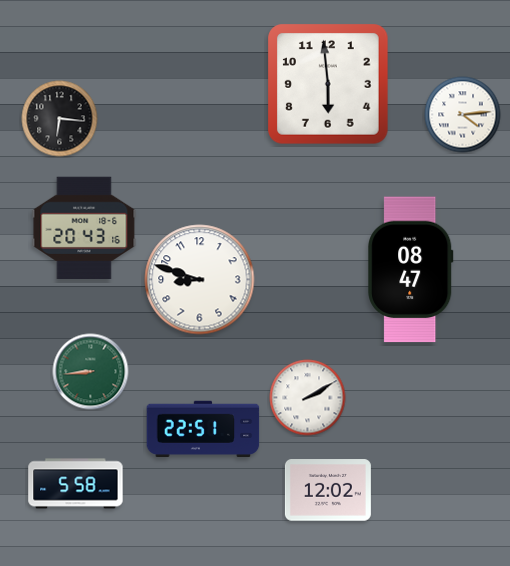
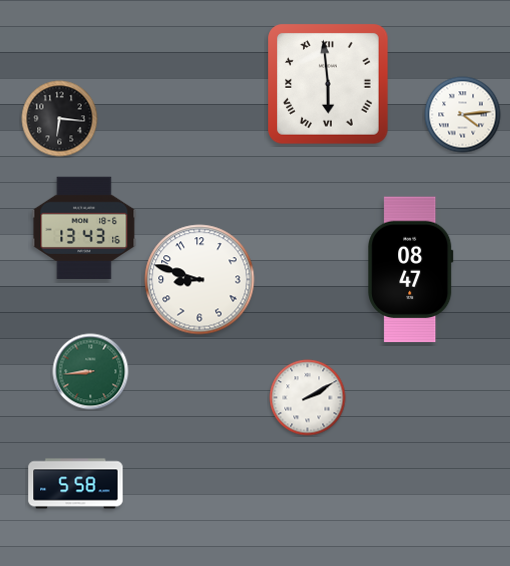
clock at (328, 84) numerals: Arabic -> Roman
clock at (84, 228): 20:43 -> 13:43
clock at (203, 428): 22:51 -> none
clock at (328, 490): 12:02 -> none
